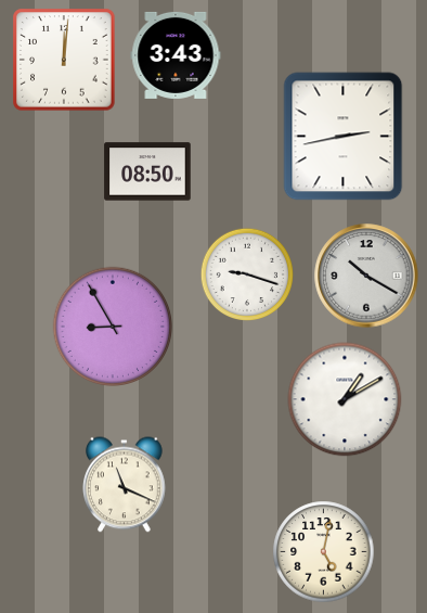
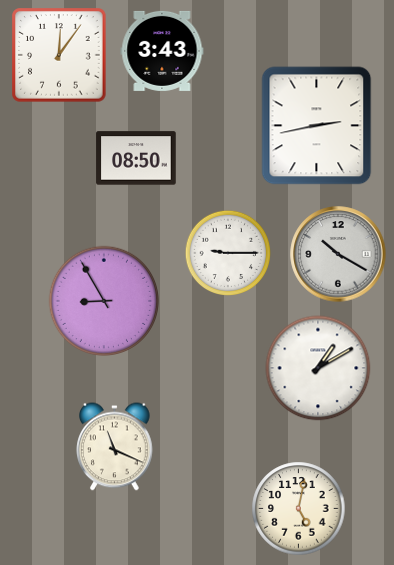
clock at (64, 60): 12:01 -> 12:06
clock at (247, 274): 9:18 -> 9:15
